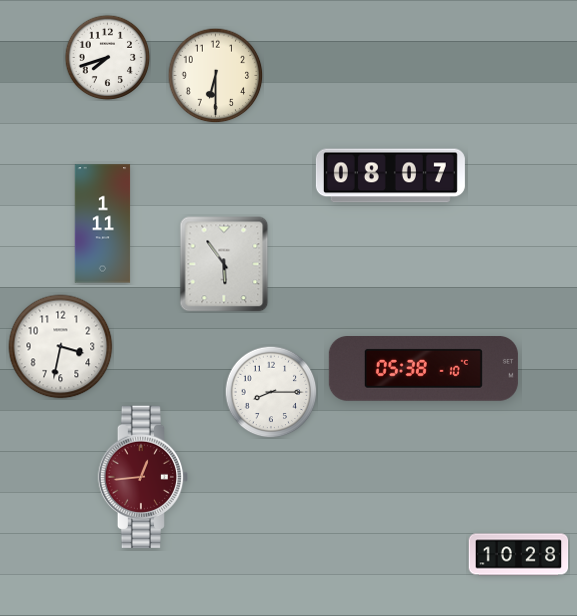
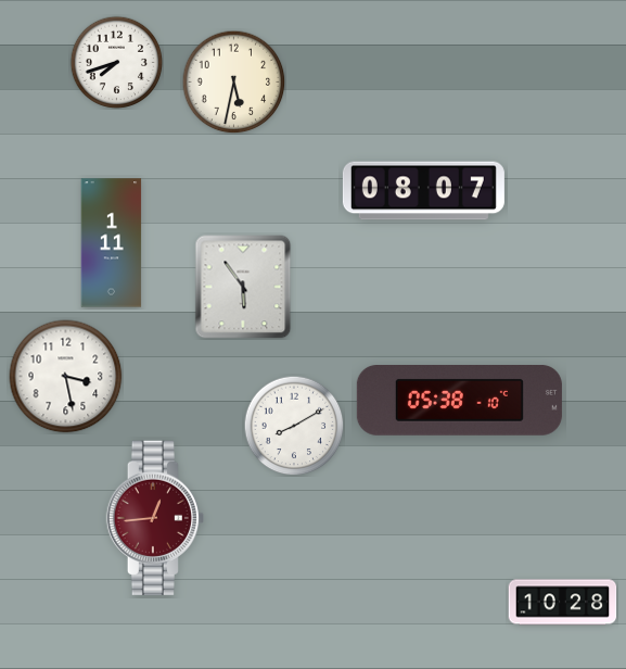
clock at (215, 75): 6:30 -> 5:32
clock at (61, 347): 3:32 -> 3:28
clock at (271, 392): 8:15 -> 8:10
